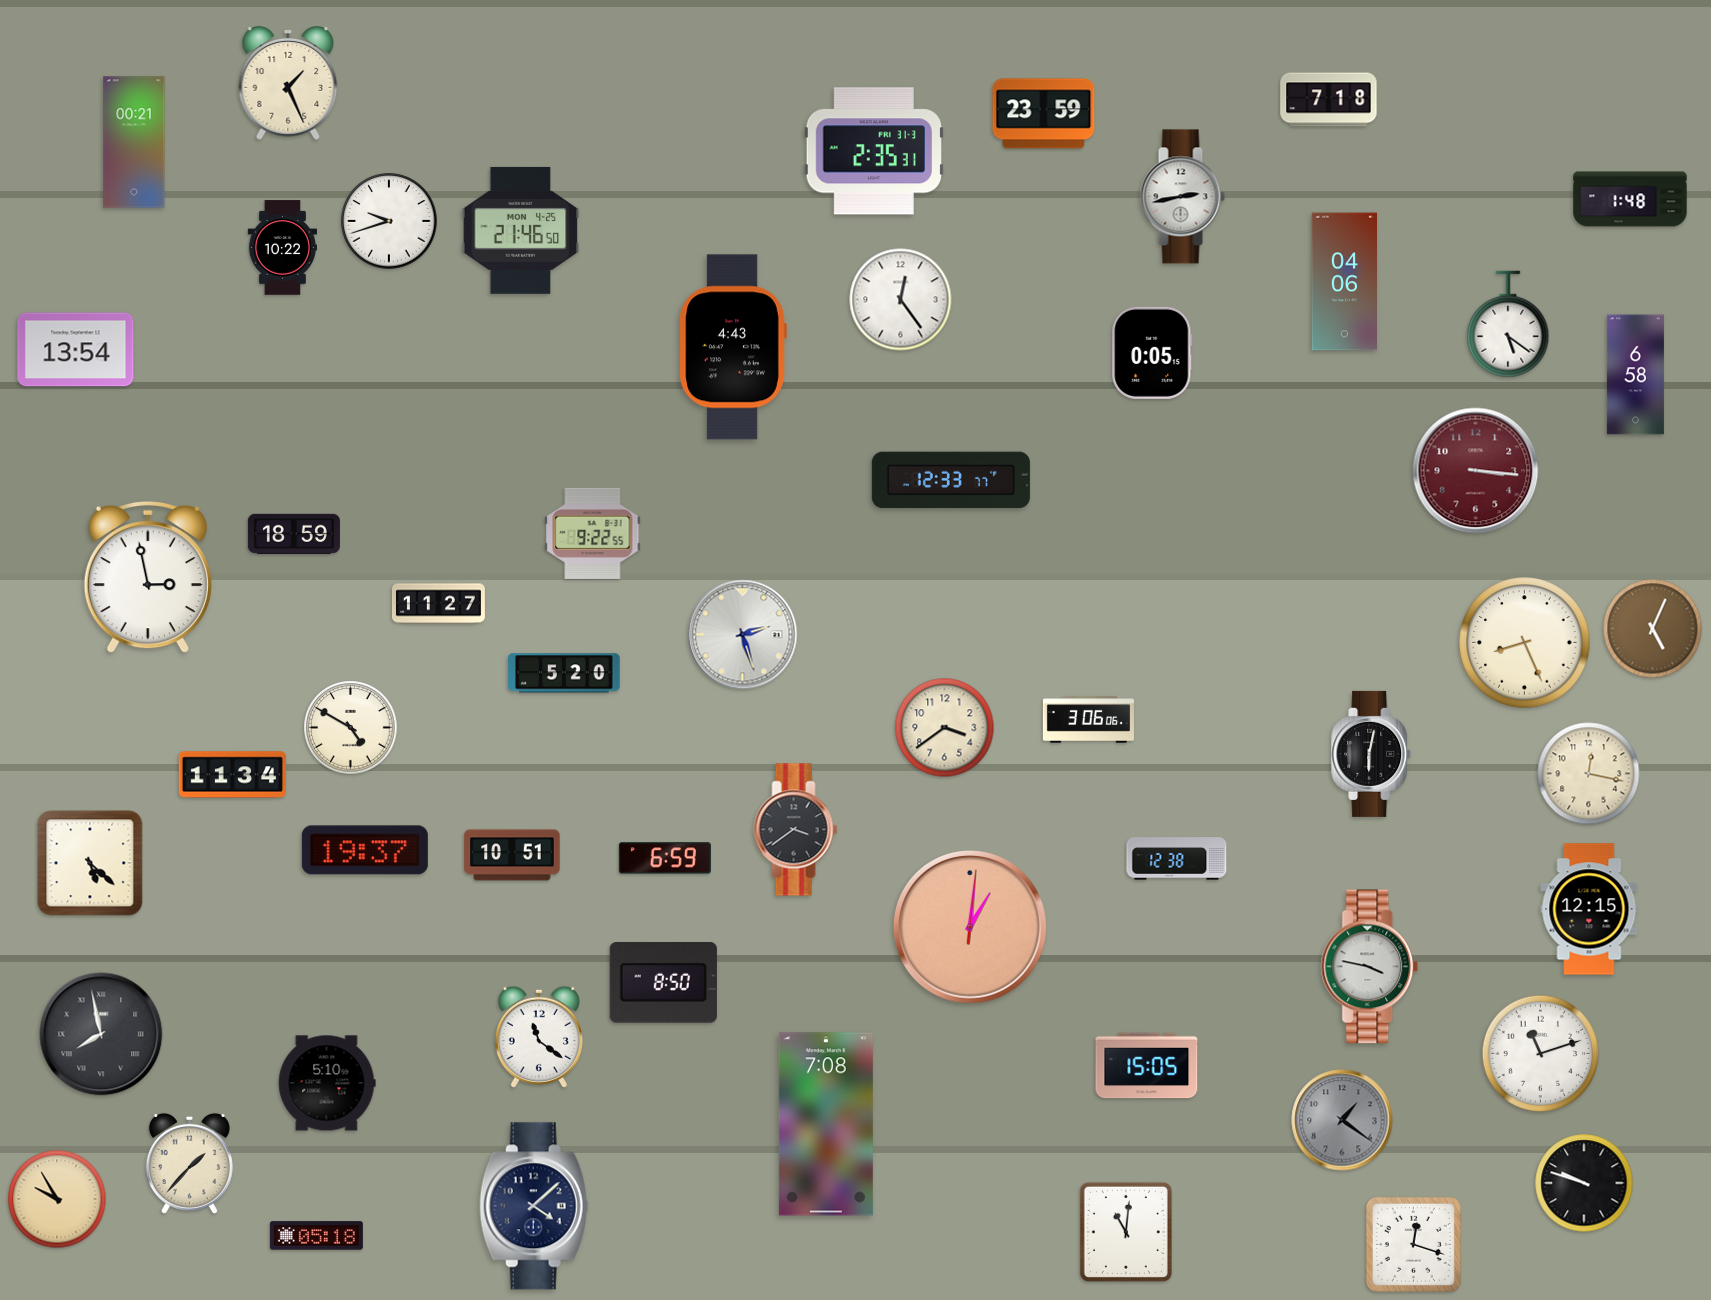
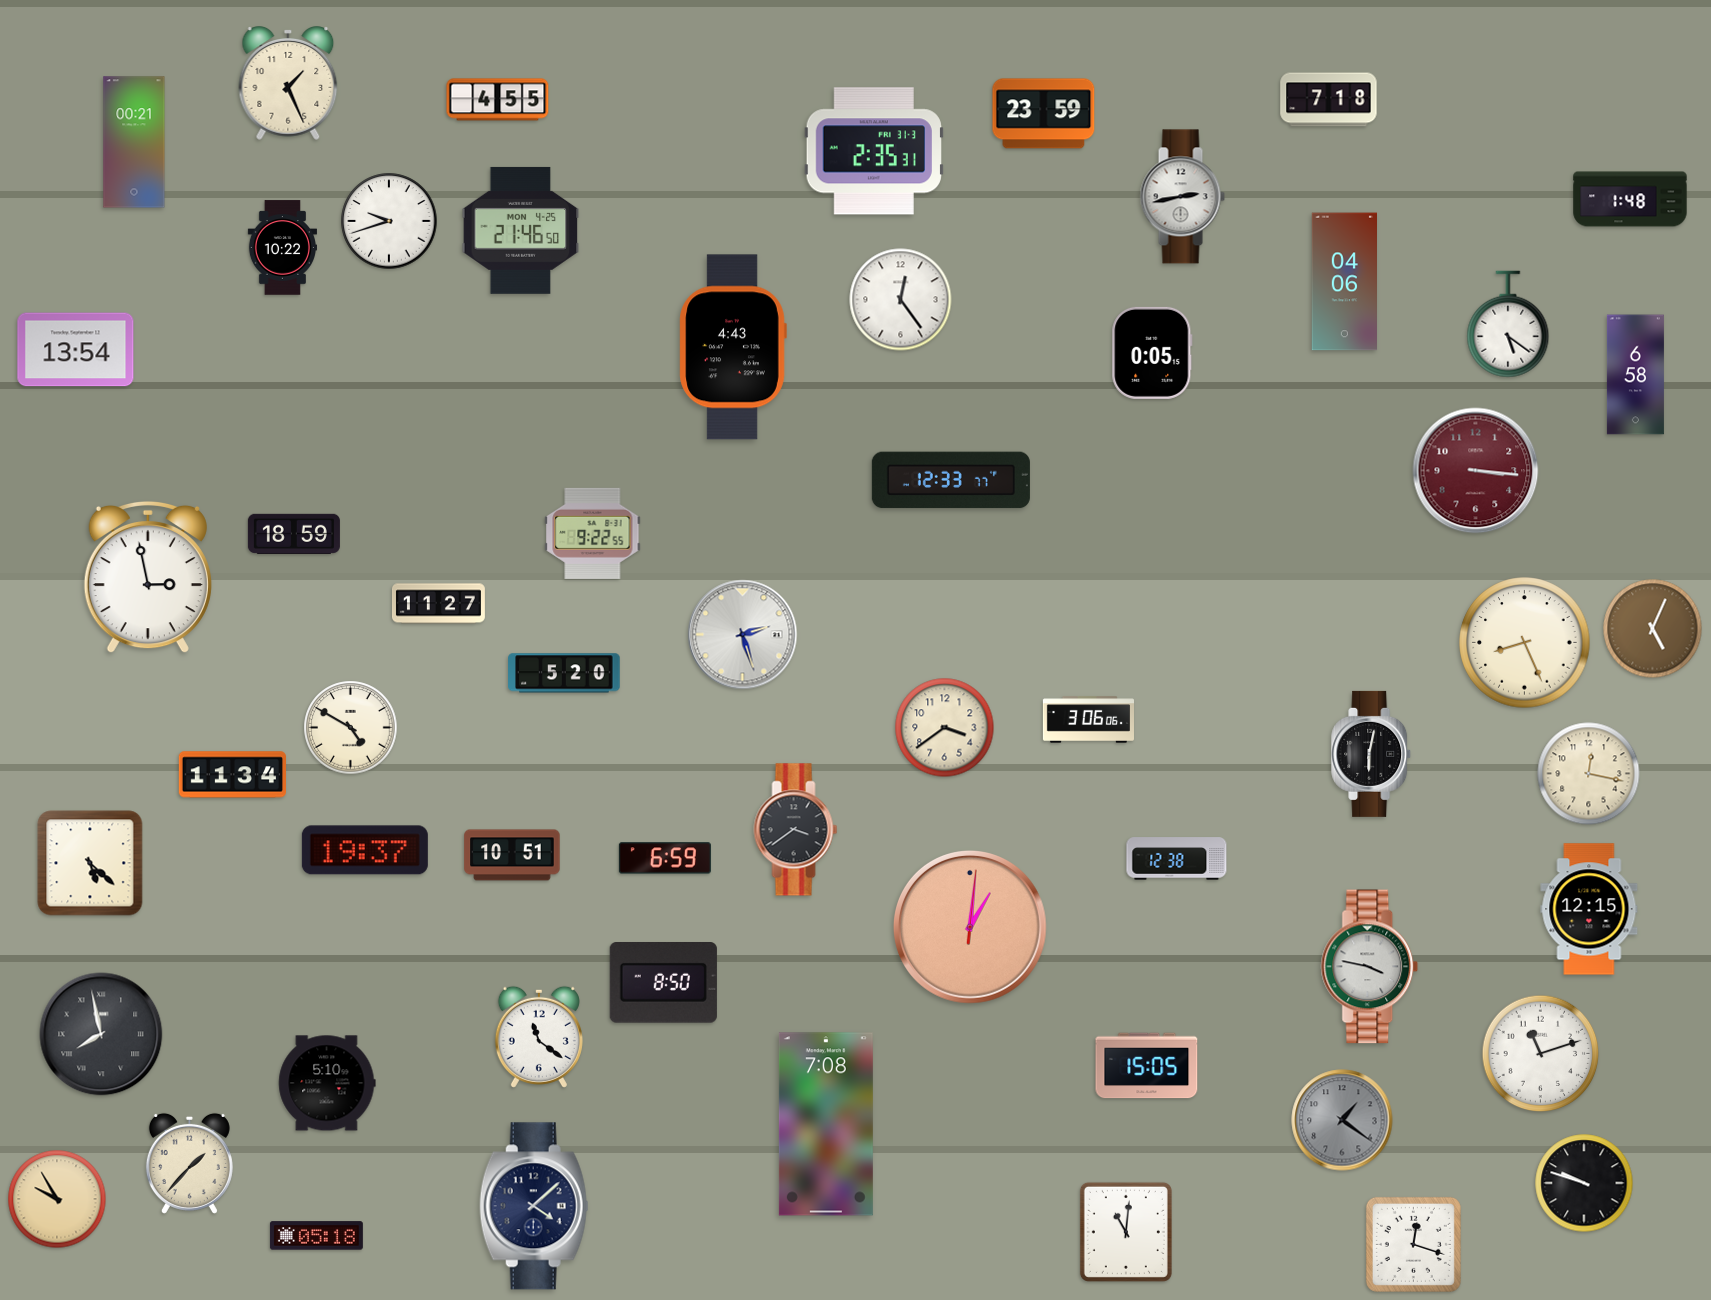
clock at (498, 100): none -> 4:55
